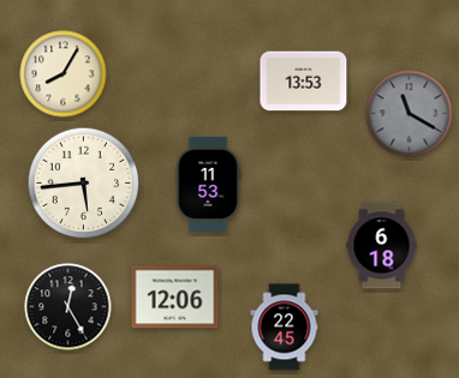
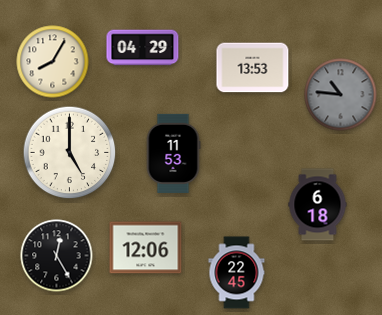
clock at (143, 48): none -> 04:29
clock at (410, 114): 11:20 -> 10:46
clock at (84, 184): 5:44 -> 5:00
